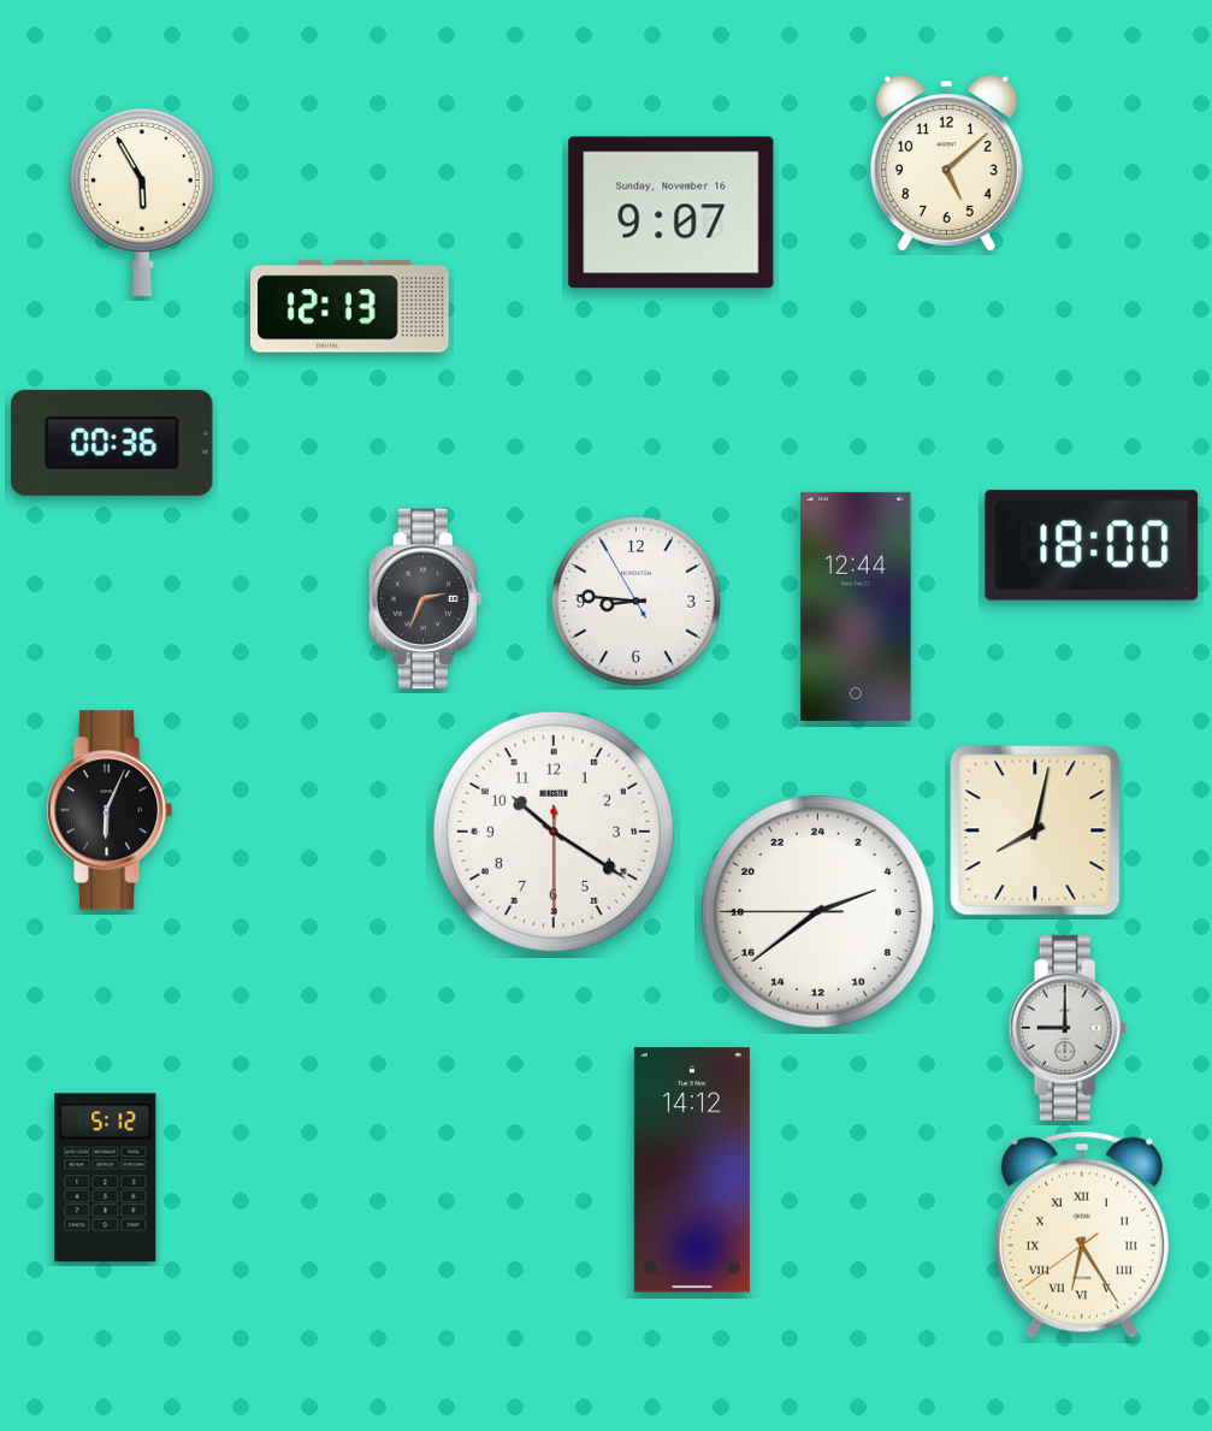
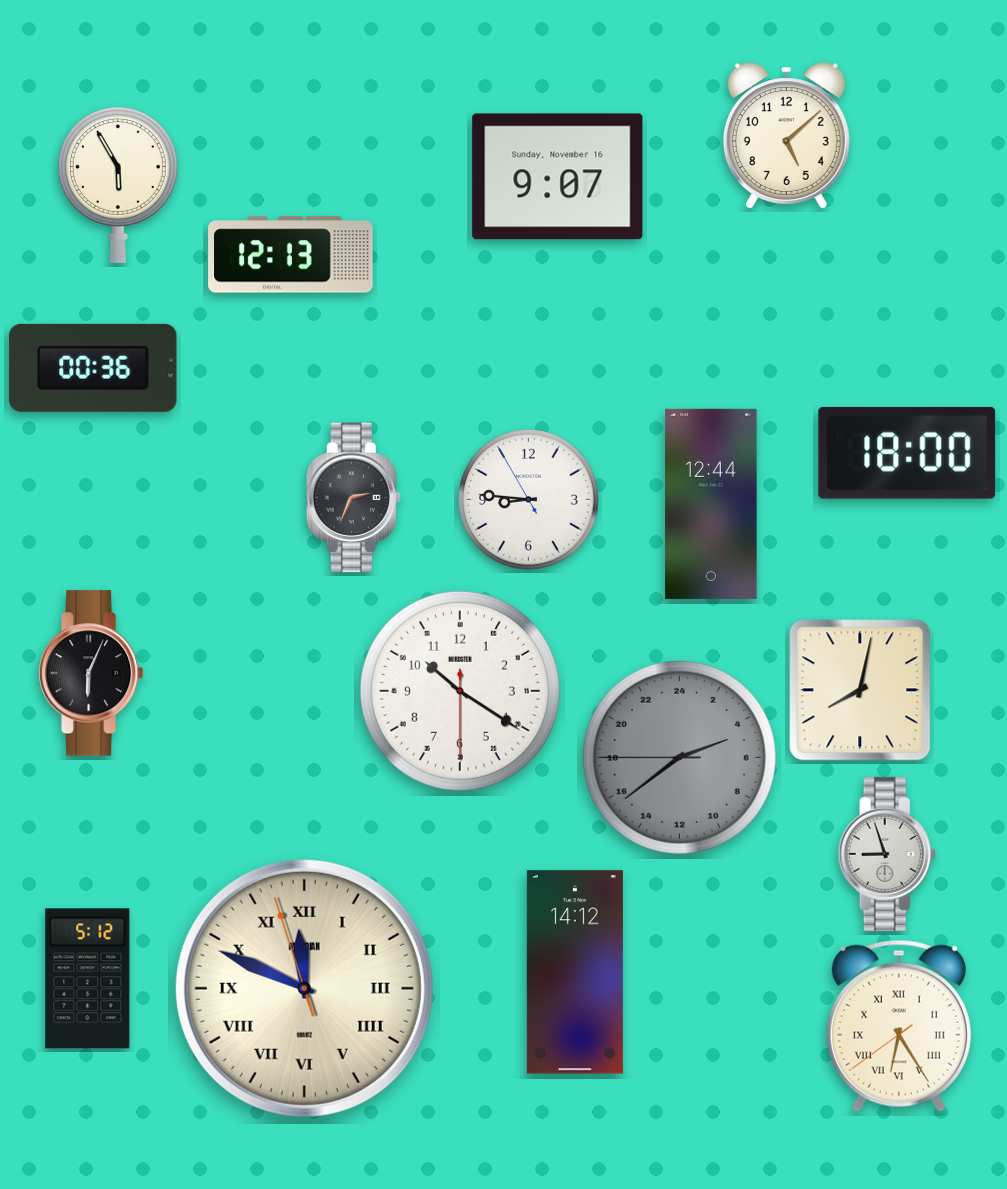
clock at (142, 202) position: (142, 202) -> (118, 185)
clock at (817, 911) dial: white -> grey
clock at (1068, 1028): 9:00 -> 8:57
clock at (304, 988): none -> 11:48
